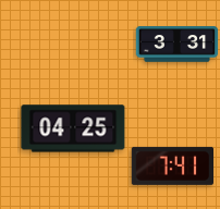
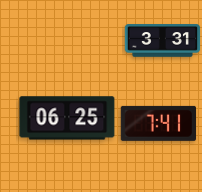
clock at (73, 128): 04:25 -> 06:25
clock at (172, 165) position: (172, 165) -> (158, 123)
